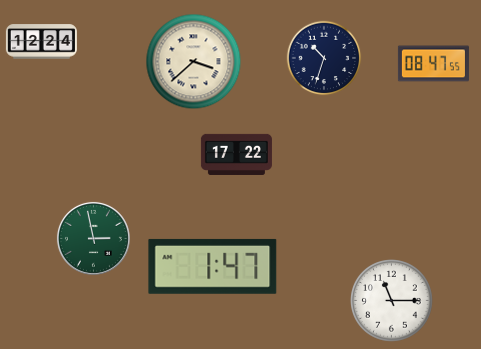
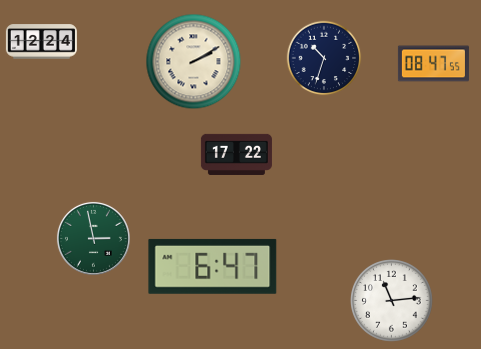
clock at (194, 62): 3:38 -> 2:10
clock at (213, 266): 1:47 -> 6:47
clock at (392, 301): 11:15 -> 11:14
